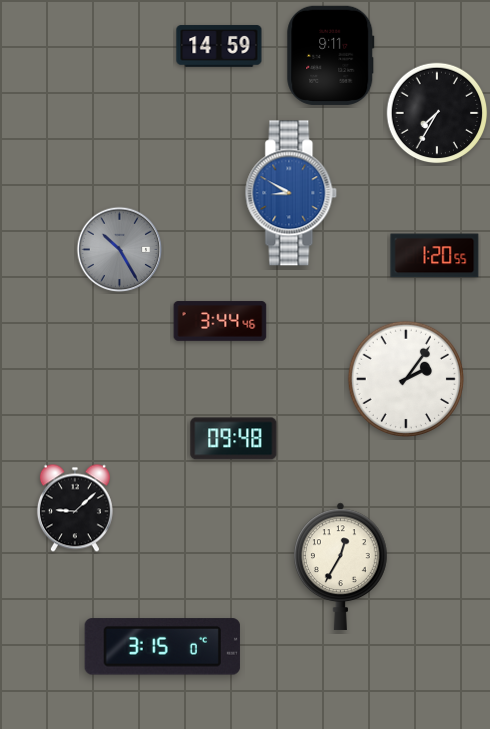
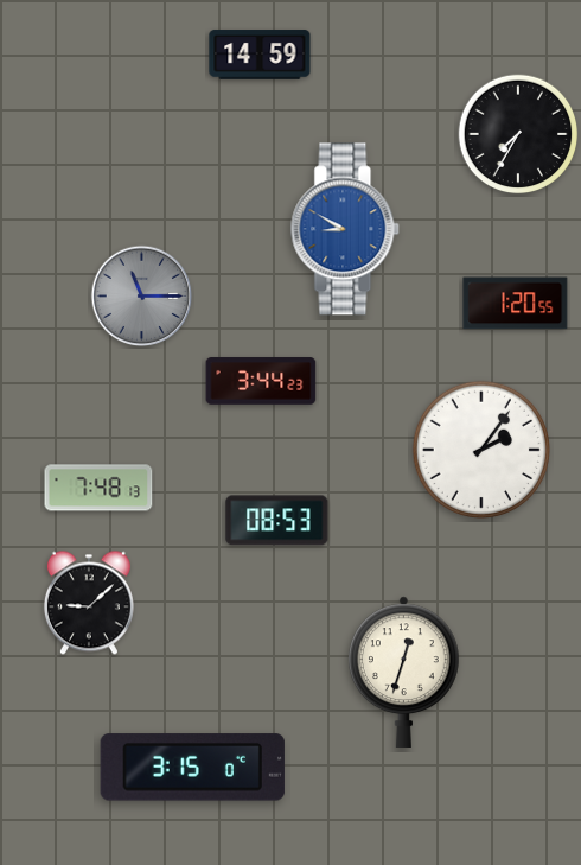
clock at (331, 55): 9:11 -> none
clock at (120, 250): 10:25 -> 11:15
clock at (220, 321): 3:44:46 -> 3:44:23
clock at (98, 488): none -> 7:48
clock at (234, 439): 09:48 -> 08:53
clock at (340, 566): 12:35 -> 12:33
